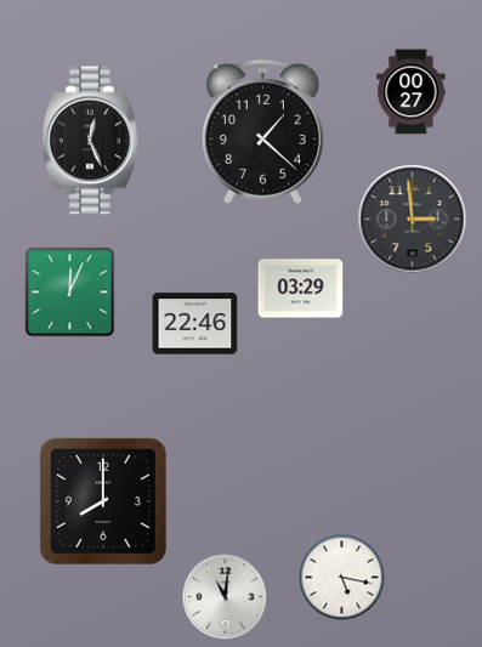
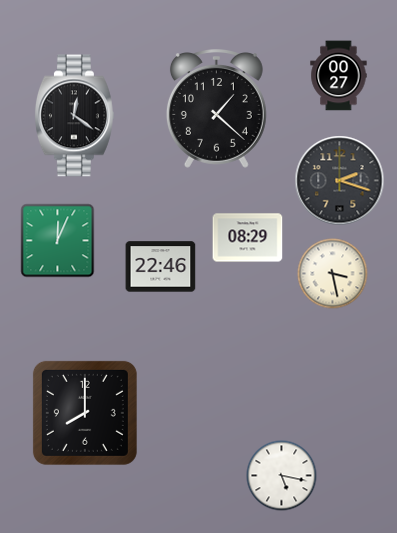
clock at (90, 141): 12:26 -> 12:21
clock at (413, 220): 2:59 -> 2:18
clock at (301, 289): 03:29 -> 08:29
clock at (333, 274): none -> 3:28
clock at (226, 597): 11:01 -> none
